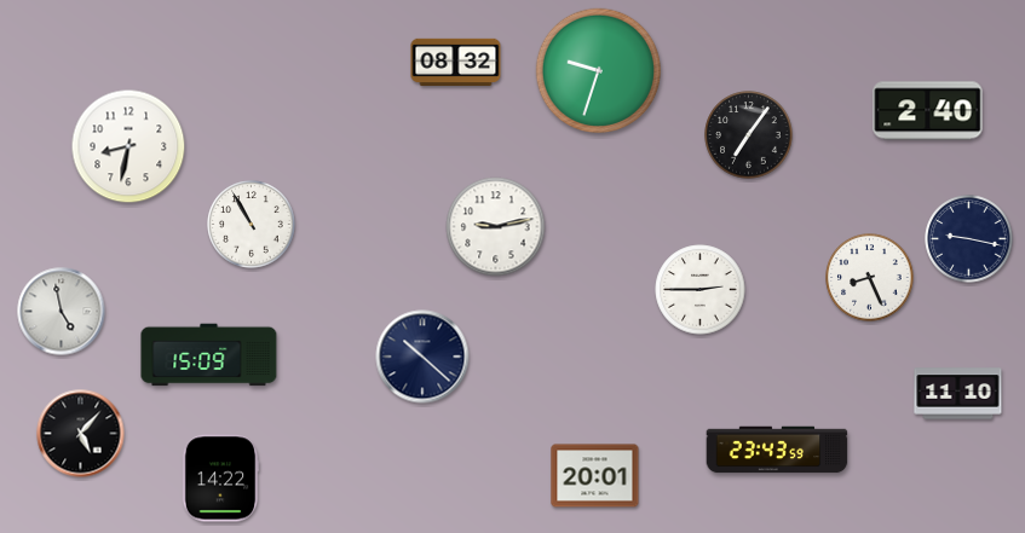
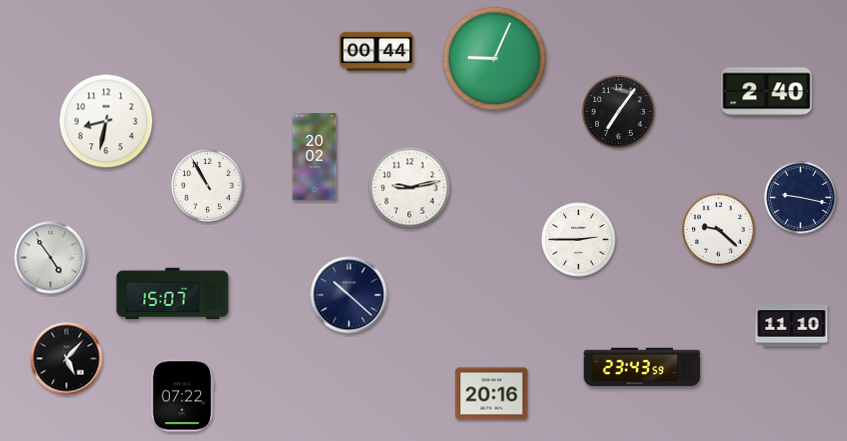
clock at (456, 63): 08:32 -> 00:44
clock at (599, 71): 9:33 -> 9:04
clock at (315, 157): none -> 20:02
clock at (870, 278): 8:26 -> 9:22
clock at (62, 312): 4:58 -> 4:54
clock at (209, 355): 15:09 -> 15:07
clock at (777, 450) position: (777, 450) -> (642, 367)
clock at (595, 476): 20:01 -> 20:16
clock at (220, 479): 14:22 -> 07:22
